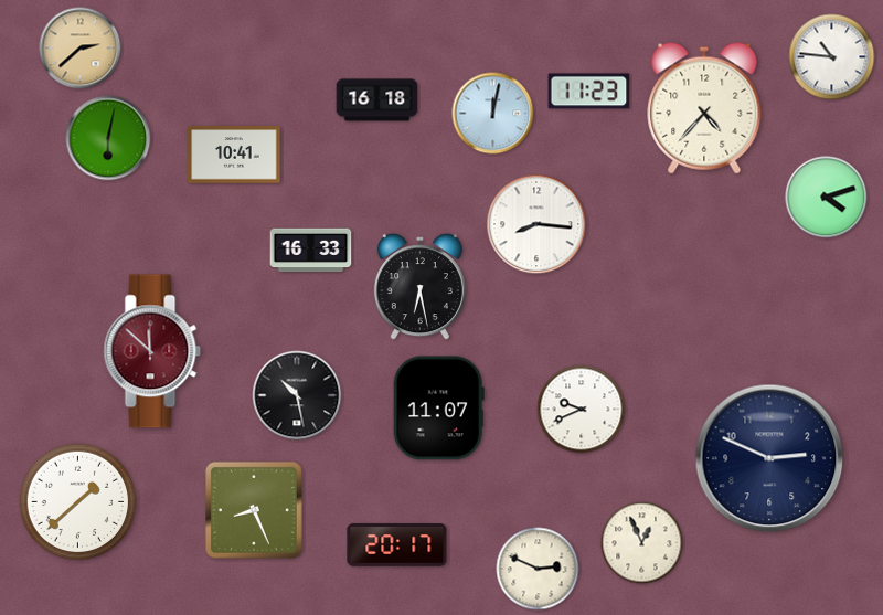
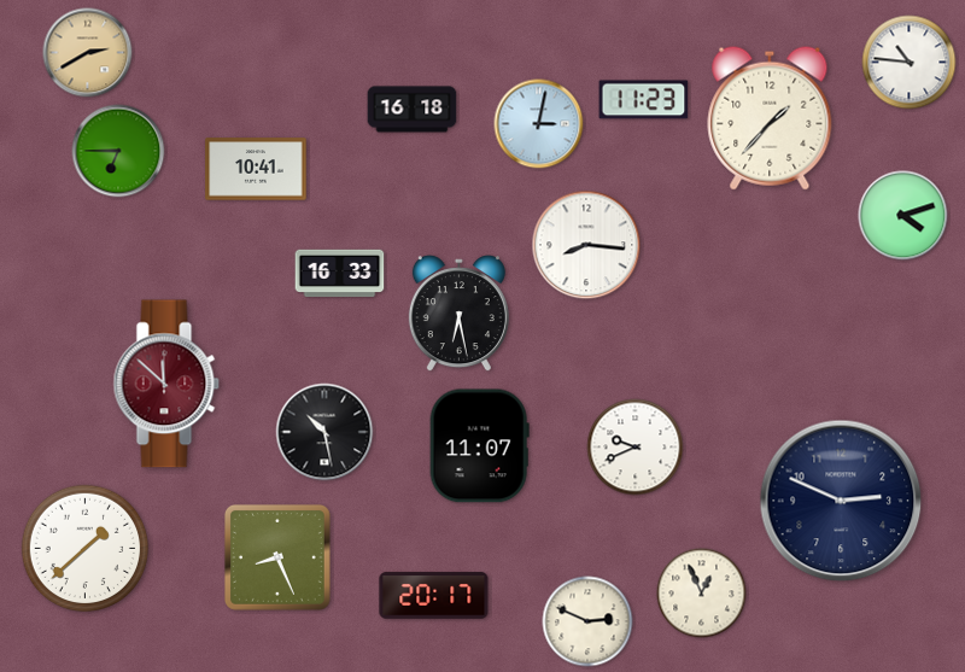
clock at (81, 49): 2:38 -> 2:40
clock at (704, 108): 4:37 -> 1:37
clock at (493, 114): 12:02 -> 3:02
clock at (108, 138): 6:02 -> 6:45
